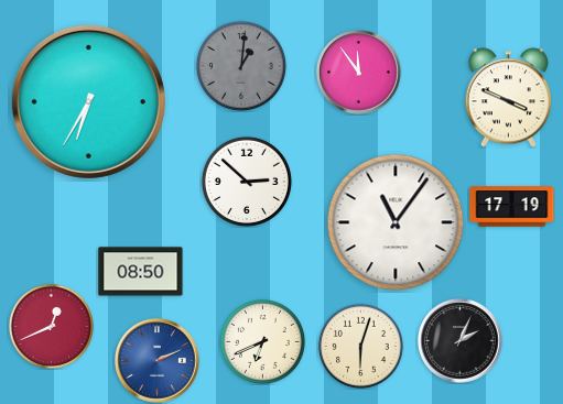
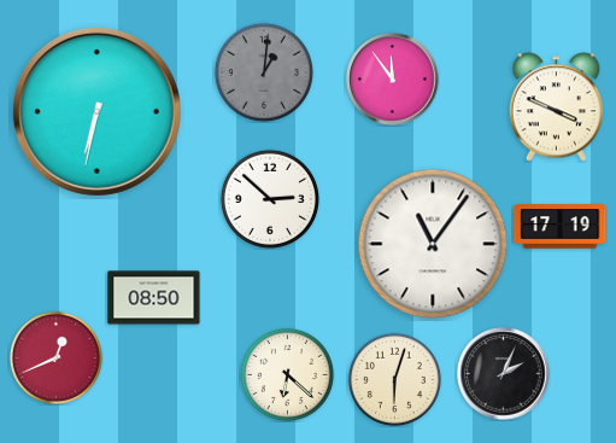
clock at (88, 101): 6:35 -> 6:32
clock at (262, 341): 6:41 -> 6:22
clock at (158, 361): 2:11 -> none
